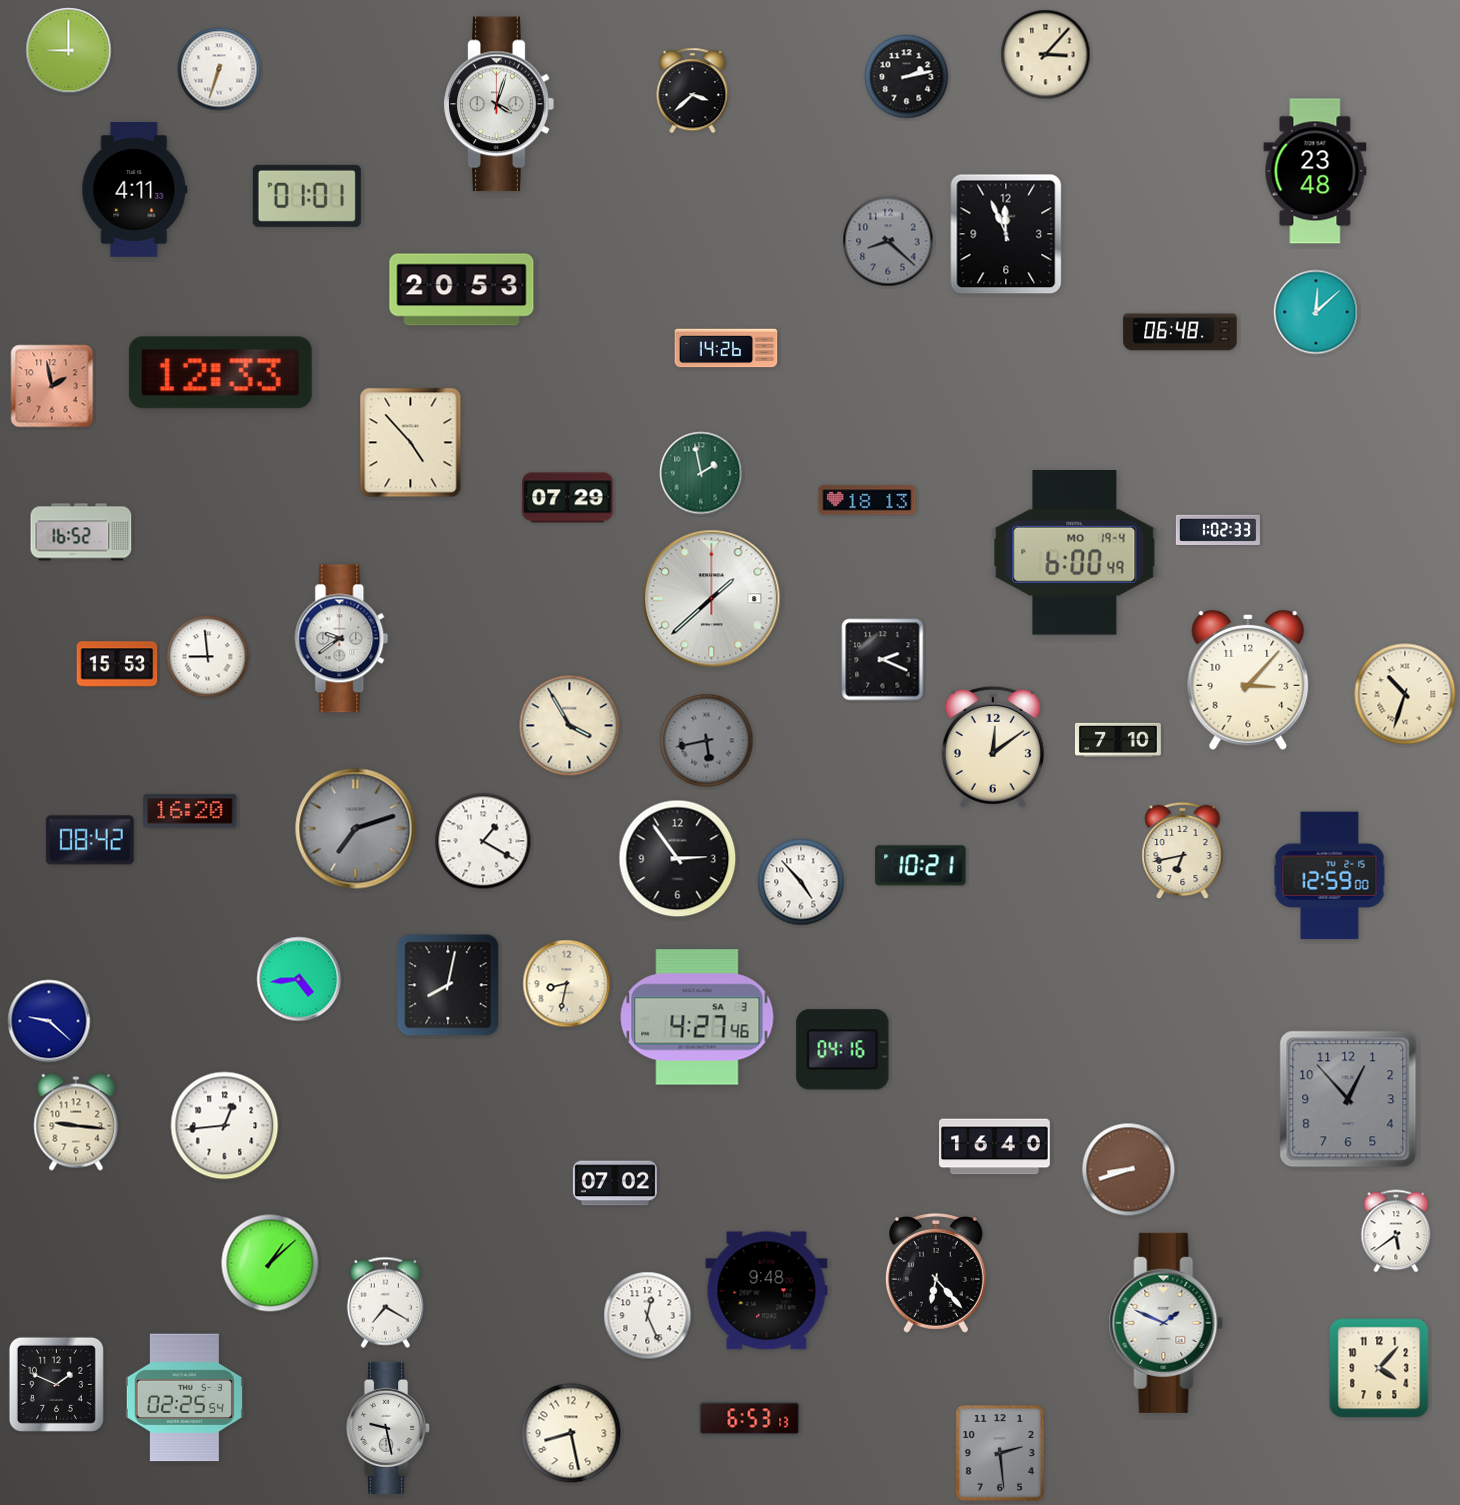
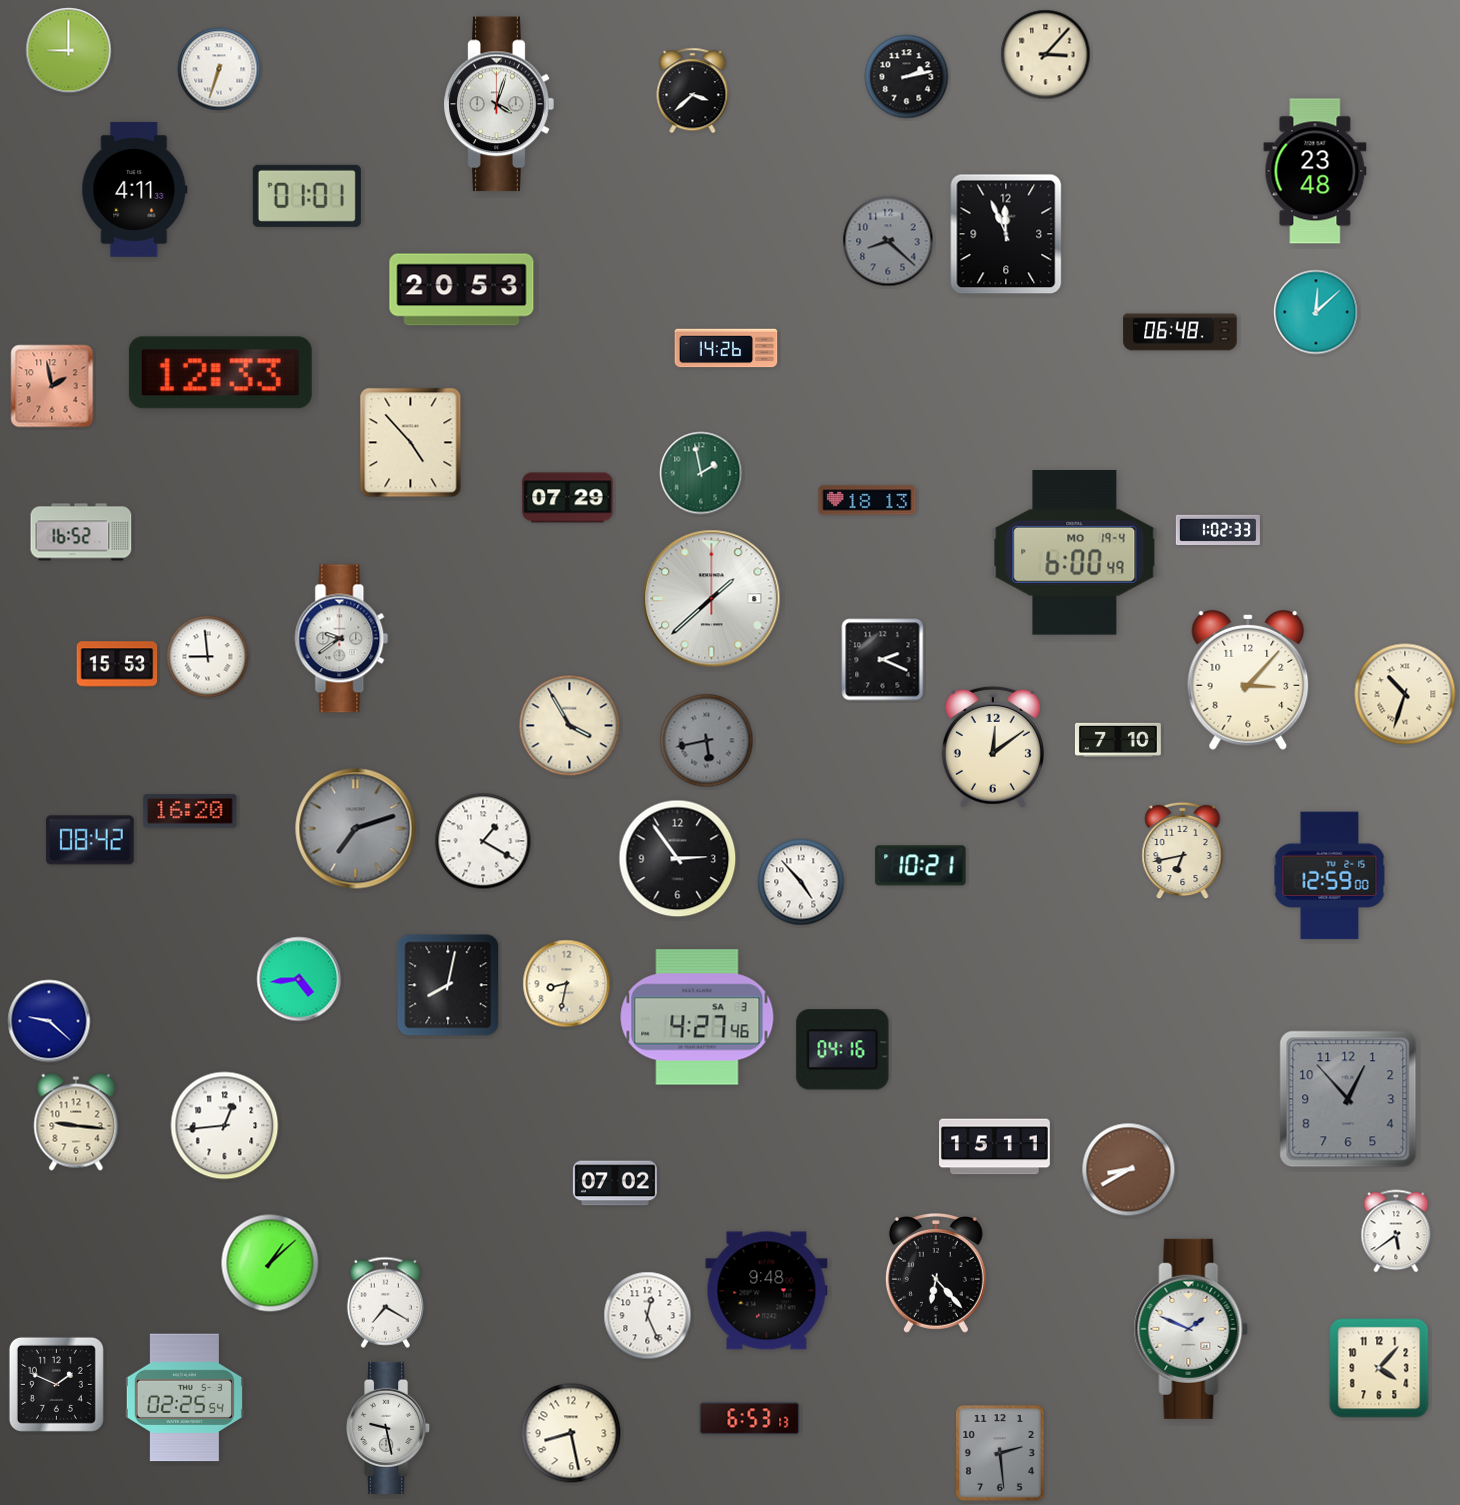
clock at (995, 1147): 16:40 -> 15:11
clock at (1129, 1170): 8:42 -> 8:40
clock at (1166, 1323) position: (1166, 1323) -> (1191, 1329)
